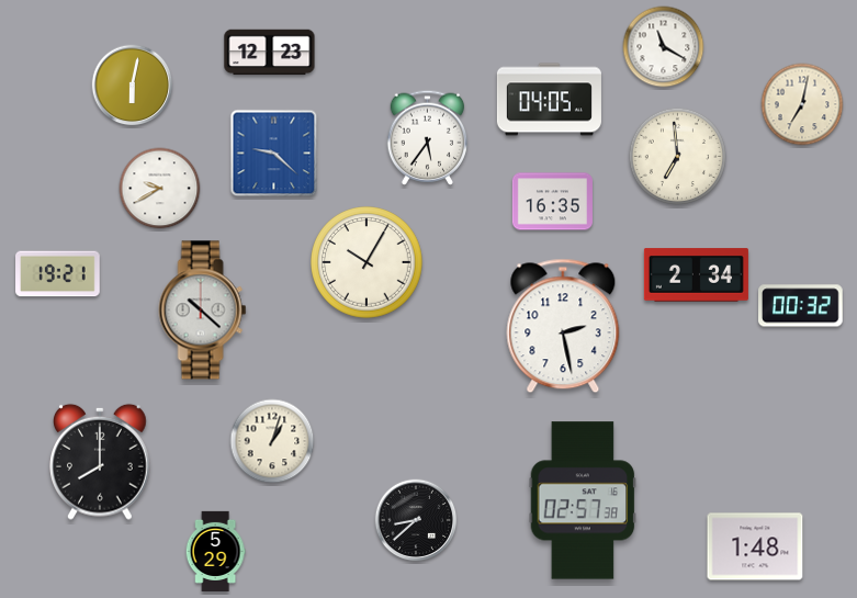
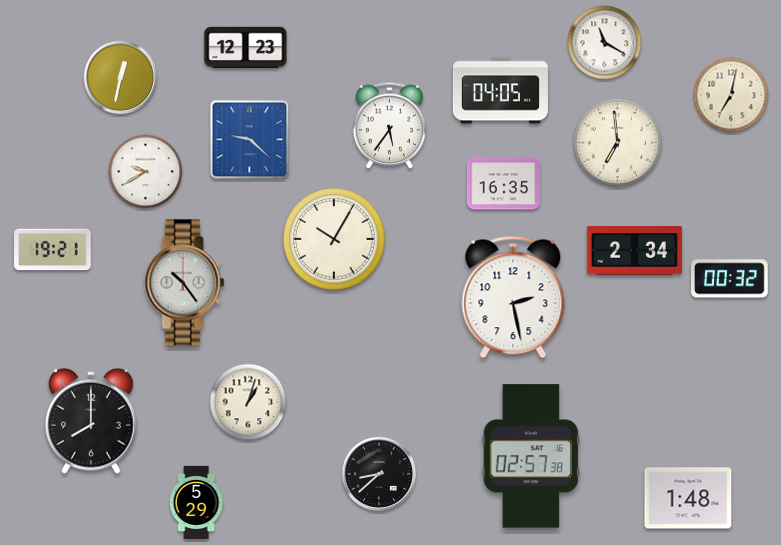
clock at (133, 86): 6:02 -> 12:32
clock at (203, 311): 10:22 -> 10:24
